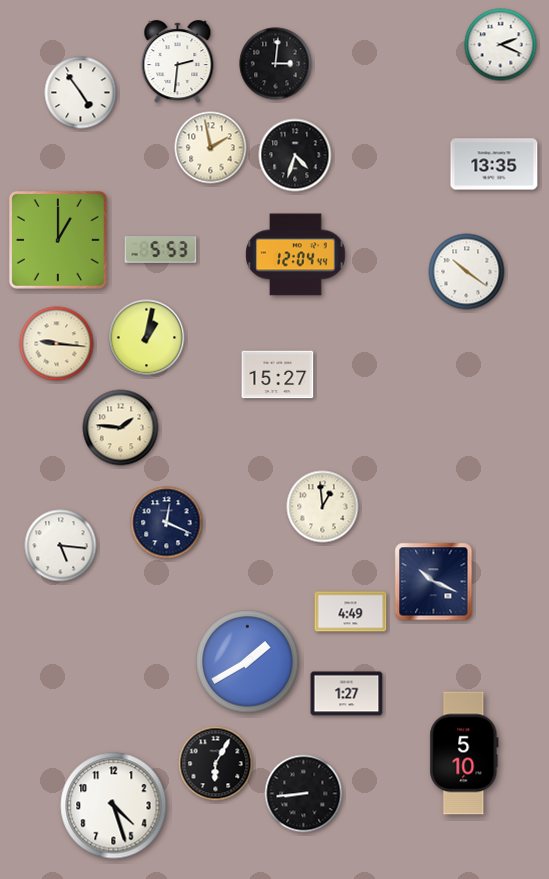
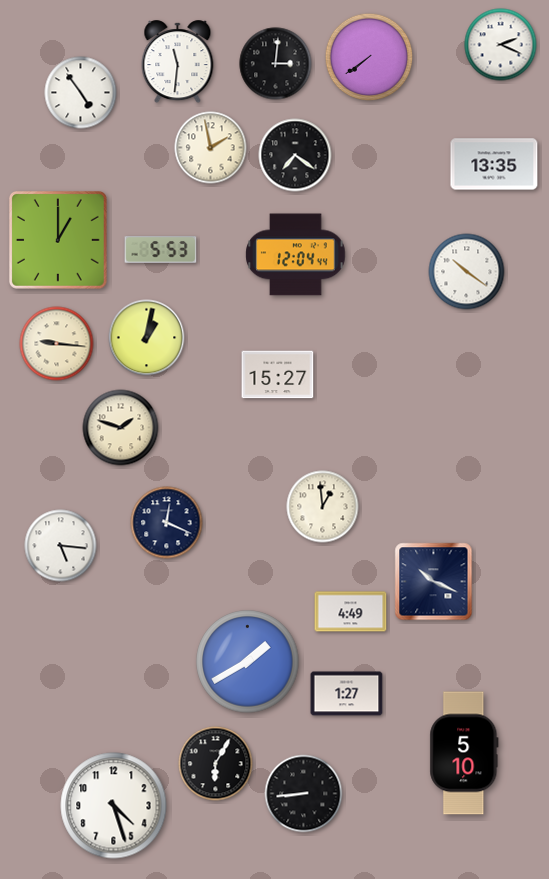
clock at (369, 57): none -> 7:39
clock at (178, 62): 2:31 -> 11:31
clock at (295, 155): 4:33 -> 7:21
clock at (121, 428): 1:46 -> 1:48
